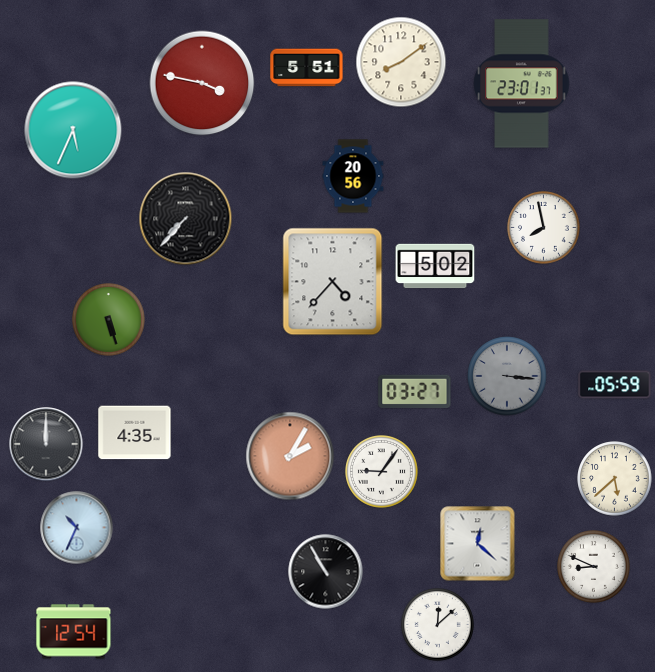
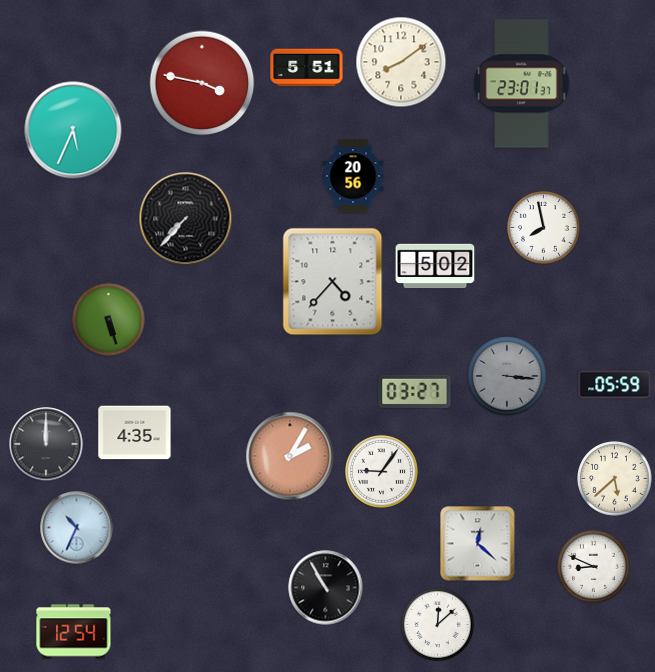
clock at (326, 572) position: (326, 572) -> (326, 588)
